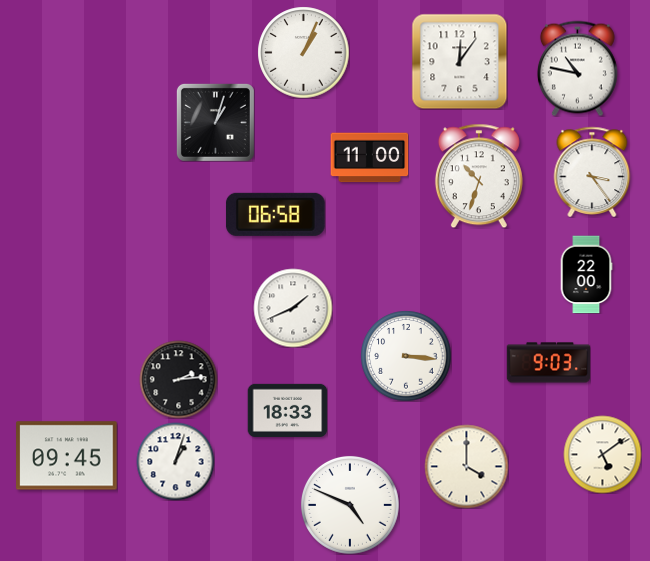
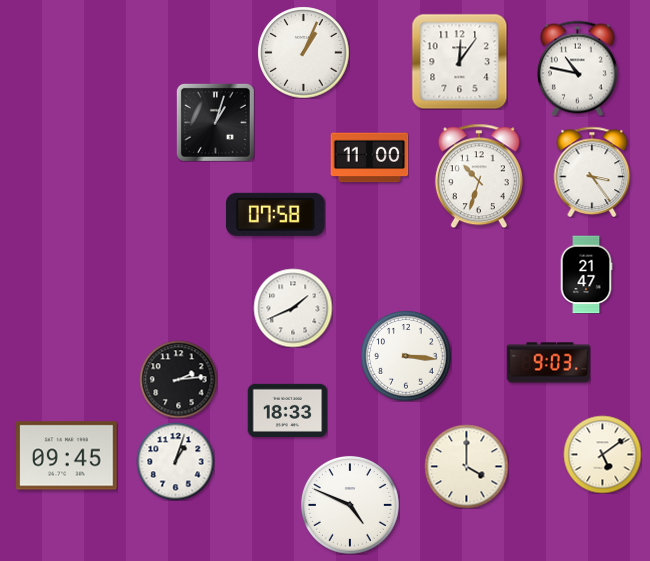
clock at (275, 214): 06:58 -> 07:58
clock at (586, 274): 22:00 -> 21:47
